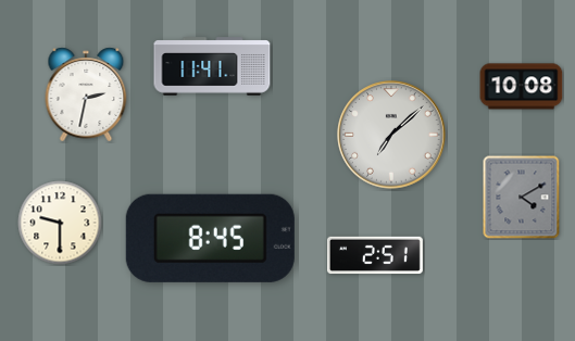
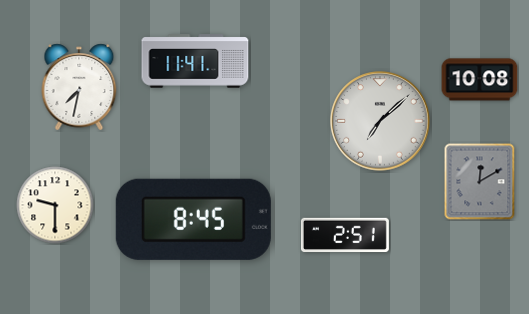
clock at (86, 94): 2:32 -> 7:32
clock at (391, 135) position: (391, 135) -> (380, 121)
clock at (522, 198): 4:10 -> 12:10
